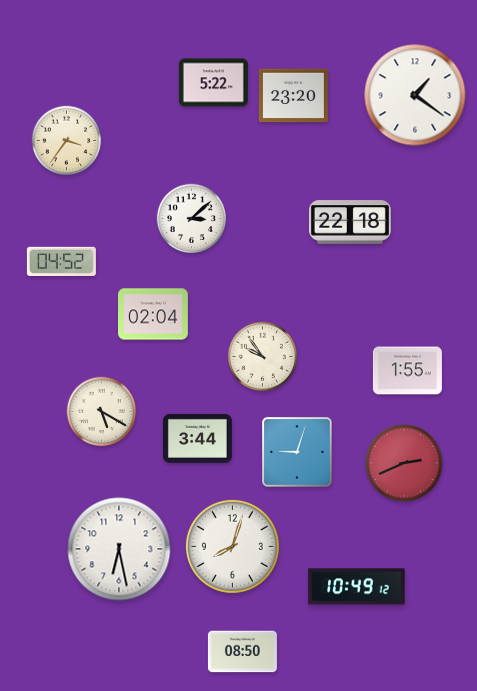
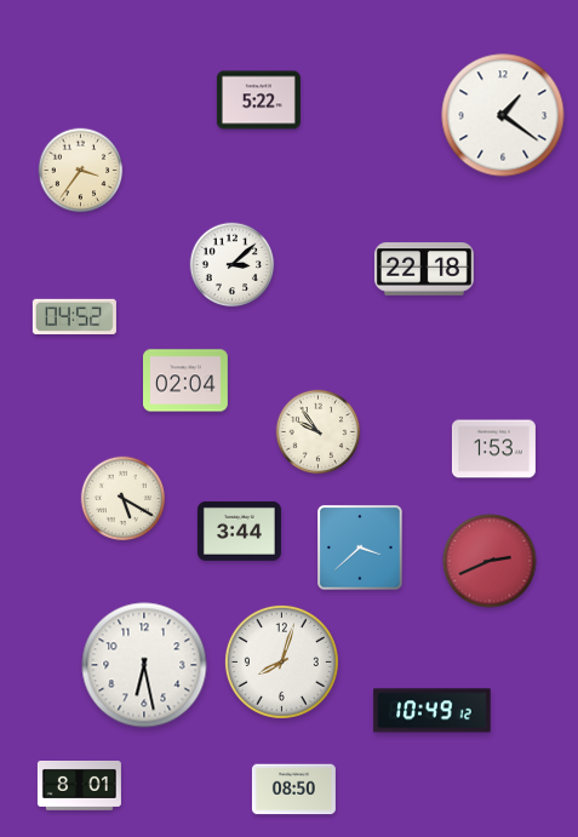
clock at (293, 96): 23:20 -> none
clock at (407, 371): 1:55 -> 1:53
clock at (297, 452): 9:03 -> 3:38
clock at (79, 786): none -> 8:01
